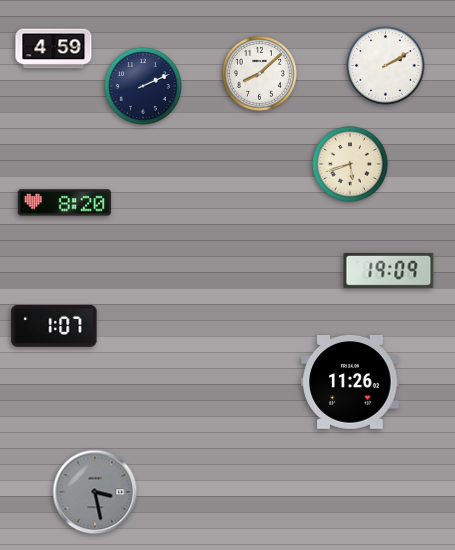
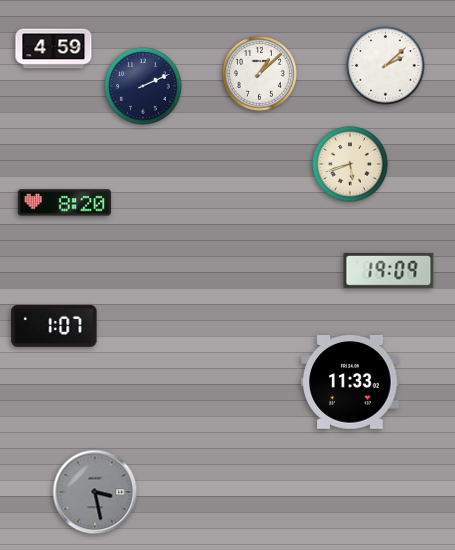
clock at (386, 66): 2:10 -> 2:08
clock at (260, 74): 8:08 -> 1:08
clock at (350, 383): 11:26 -> 11:33
